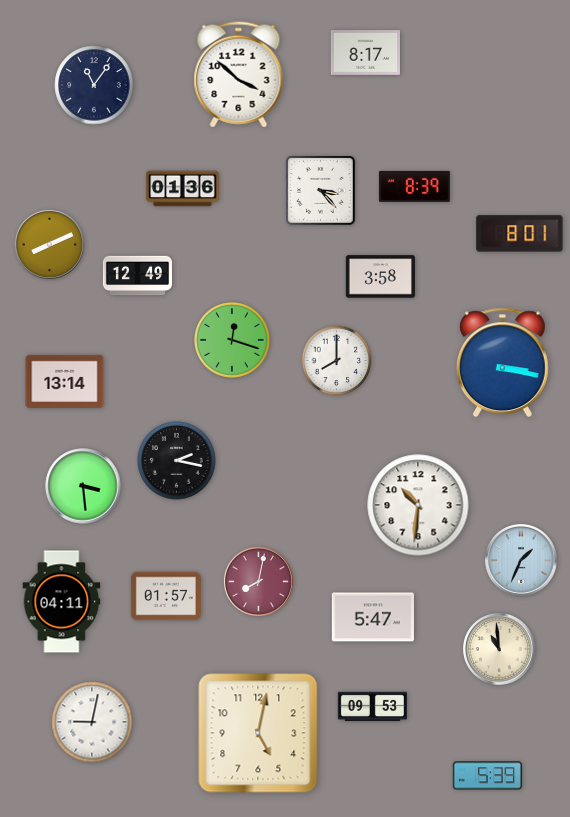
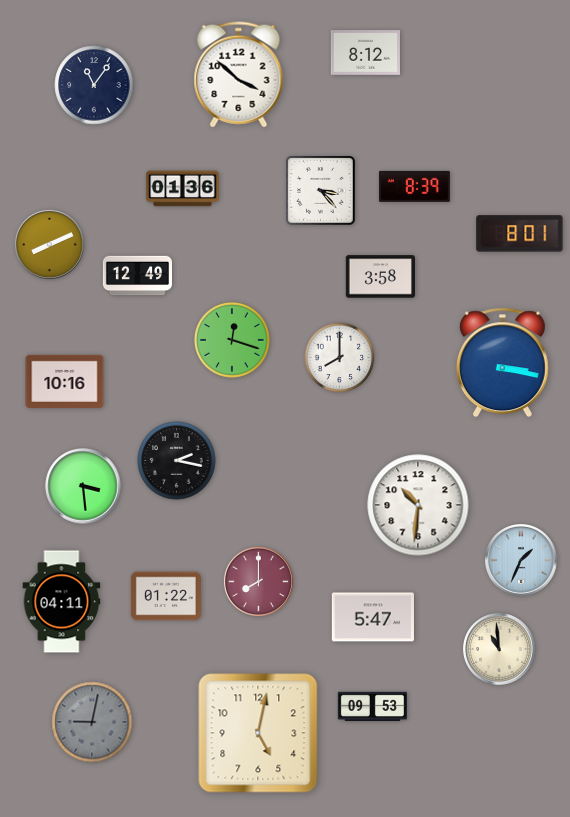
clock at (365, 53): 8:17 -> 8:12
clock at (337, 361) position: (337, 361) -> (340, 358)
clock at (65, 381): 13:14 -> 10:16
clock at (258, 581): 8:02 -> 8:00
clock at (166, 596): 01:57 -> 01:22
clock at (92, 722) dial: white -> grey
clock at (487, 776): 5:39 -> none
